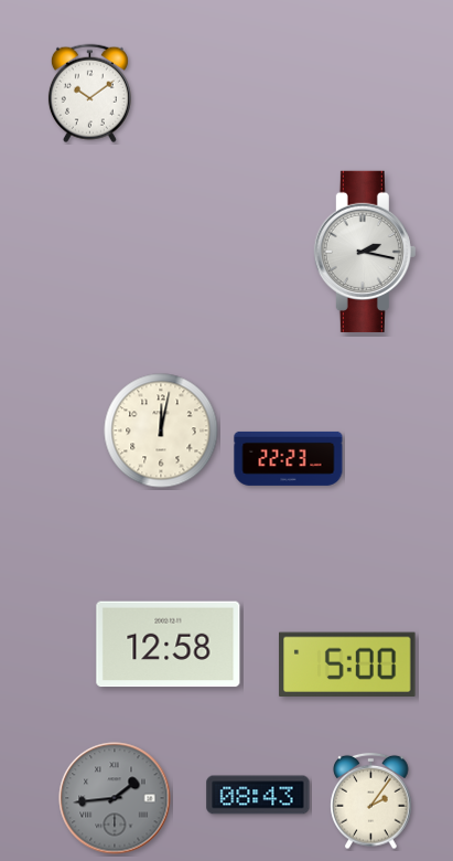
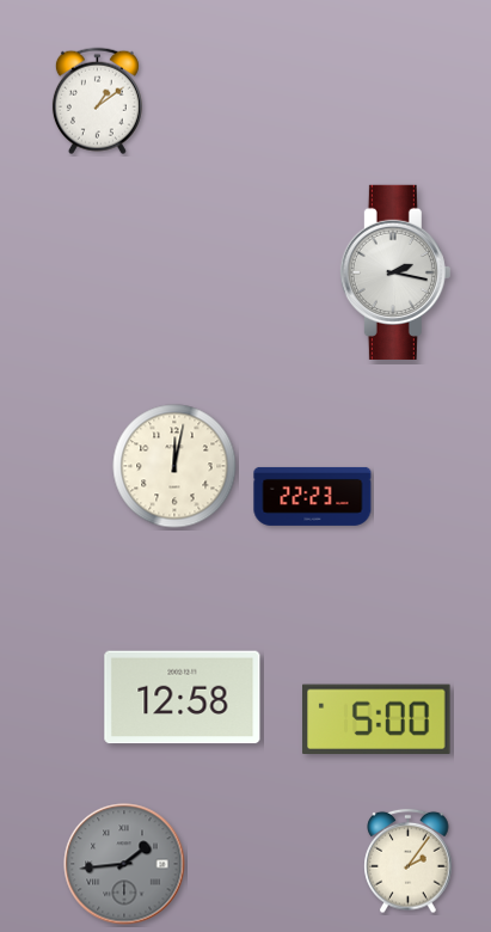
clock at (89, 94): 10:09 -> 1:09
clock at (258, 795): 08:43 -> none
clock at (371, 801) position: (371, 801) -> (409, 862)
